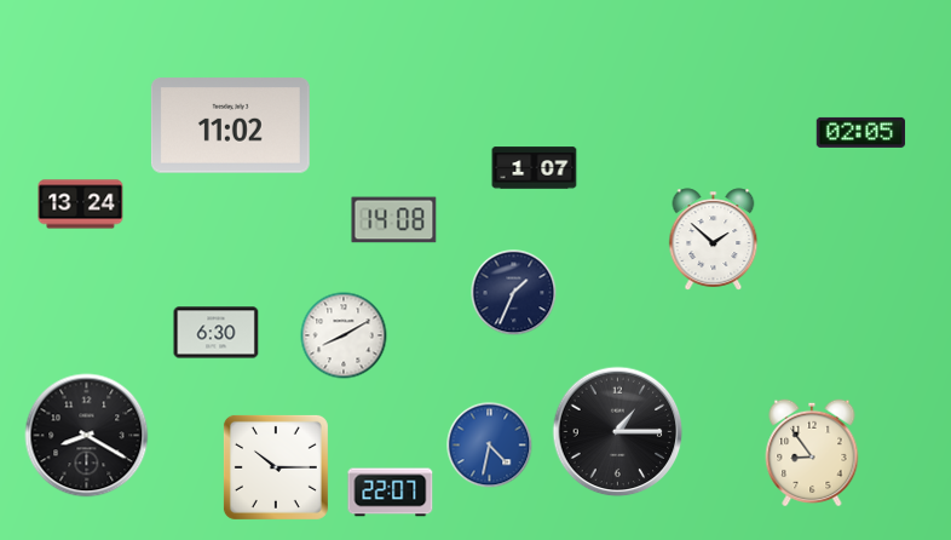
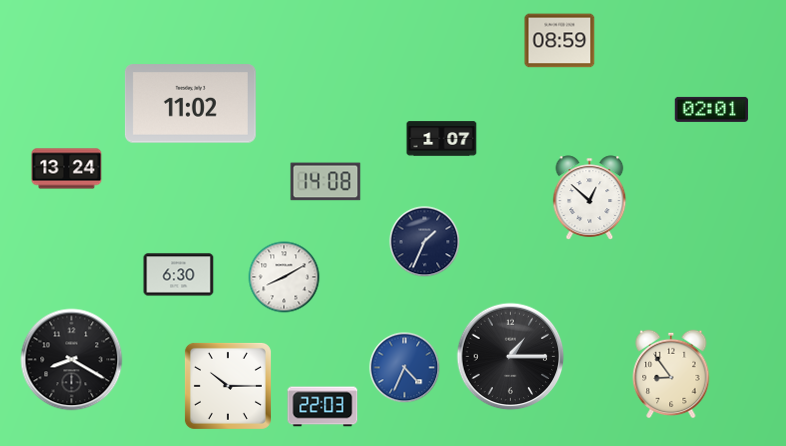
clock at (560, 41): none -> 08:59
clock at (861, 132): 02:05 -> 02:01
clock at (714, 240): 1:52 -> 12:52
clock at (490, 446): 4:32 -> 4:34
clock at (391, 493): 22:07 -> 22:03
